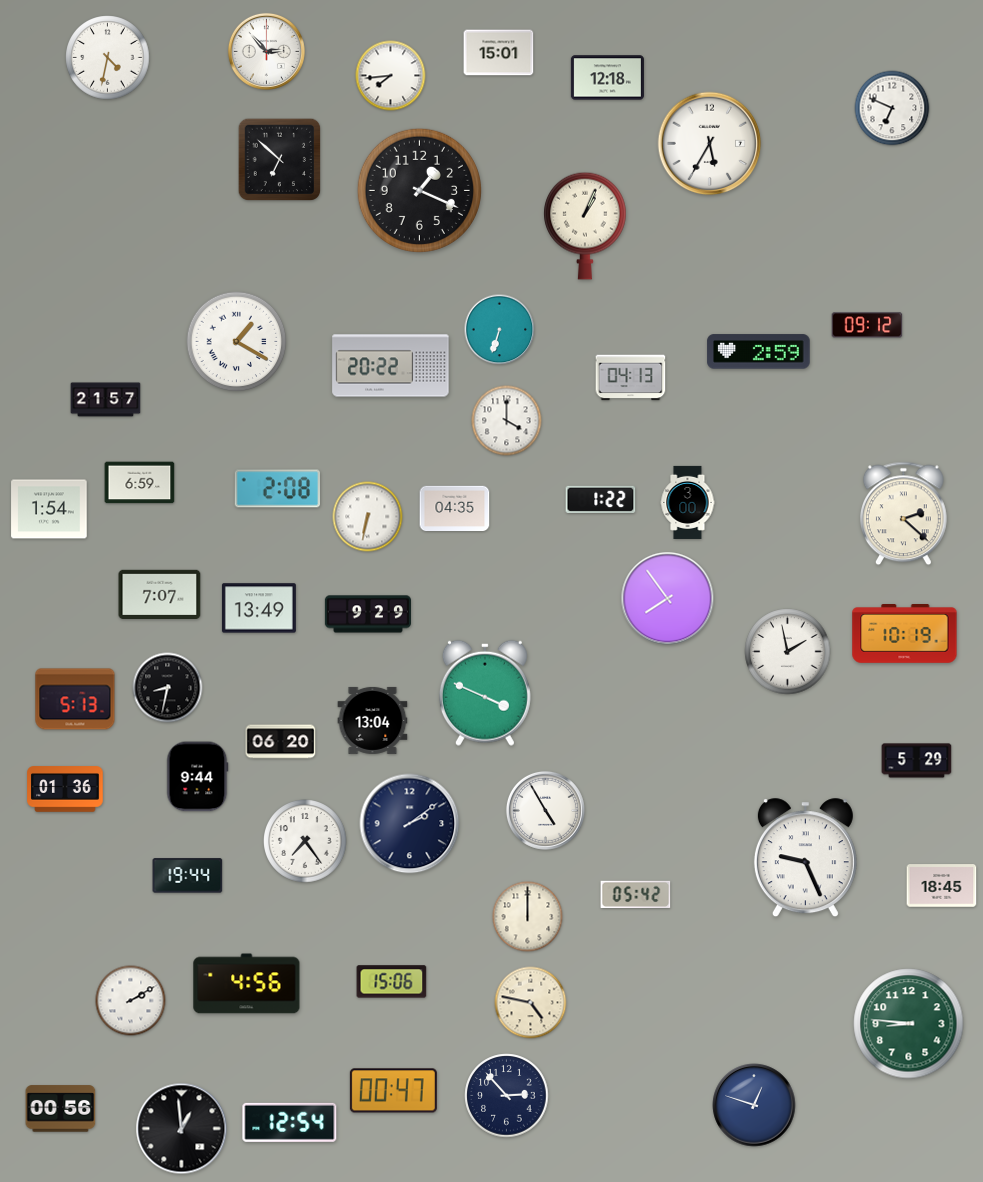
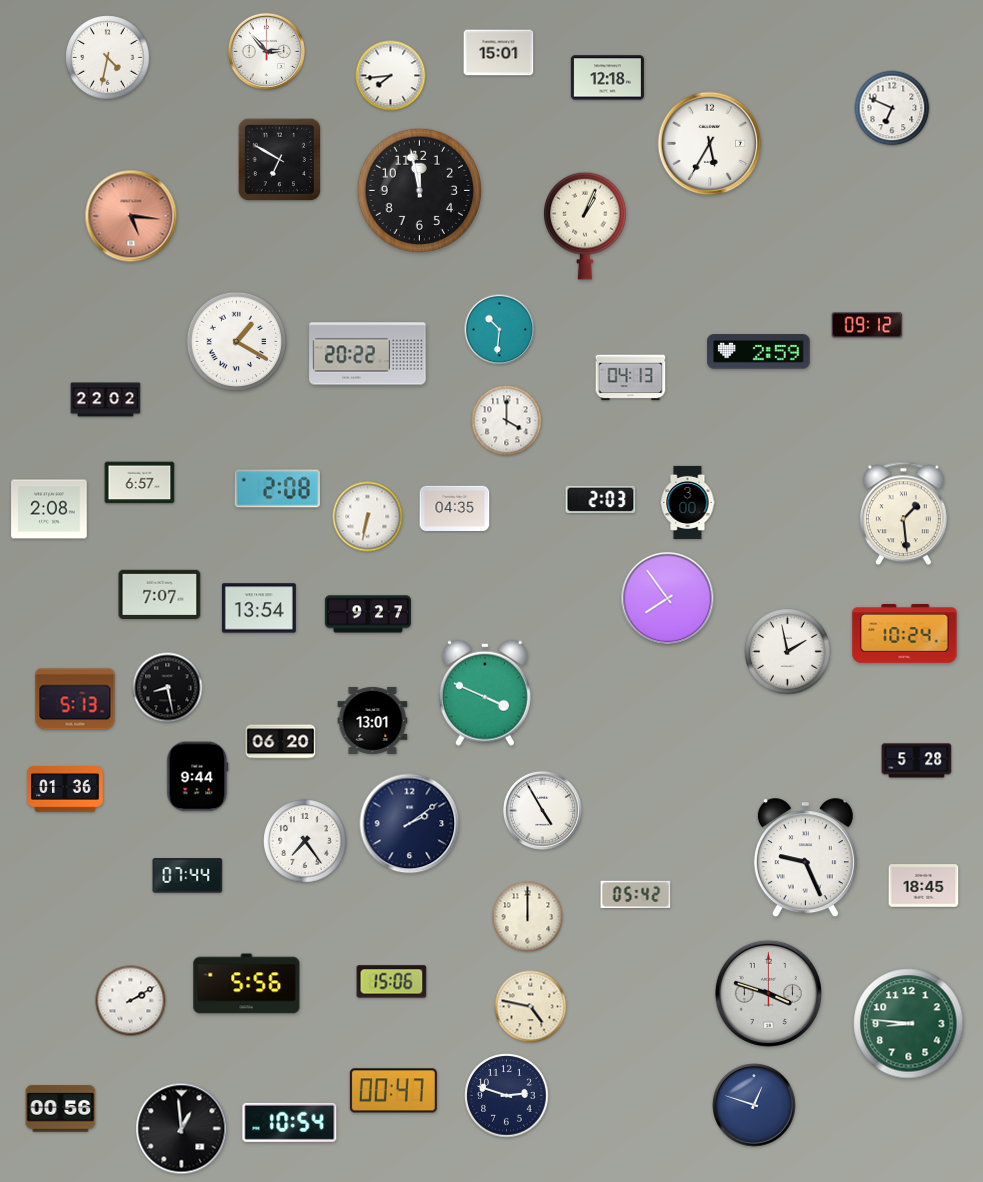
clock at (280, 160): 6:52 -> 6:50
clock at (419, 190): 1:19 -> 11:58
clock at (131, 216): none -> 5:16
clock at (500, 330): 6:33 -> 10:31
clock at (391, 366) position: (391, 366) -> (368, 354)
clock at (106, 400): 21:57 -> 22:02
clock at (140, 483): 6:59 -> 6:57
clock at (601, 499): 1:22 -> 2:03
clock at (49, 509): 1:54 -> 2:08
clock at (903, 514): 2:22 -> 1:29
clock at (259, 608): 13:49 -> 13:54
clock at (368, 614): 9:29 -> 9:27
clock at (905, 634): 10:19 -> 10:24
clock at (168, 688): 8:32 -> 8:28
clock at (373, 720): 13:04 -> 13:01
clock at (917, 761): 5:29 -> 5:28
clock at (545, 810) position: (545, 810) -> (542, 810)
clock at (188, 876): 19:44 -> 07:44
clock at (942, 886) position: (942, 886) -> (924, 886)
clock at (247, 984): 4:56 -> 5:56
clock at (768, 993): none -> 3:48
clock at (531, 1003) position: (531, 1003) -> (531, 1007)
clock at (507, 1096): 2:53 -> 2:48
clock at (290, 1122): 12:54 -> 10:54
